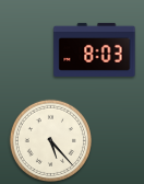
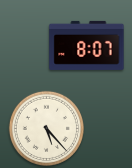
clock at (95, 49): 8:03 -> 8:07
